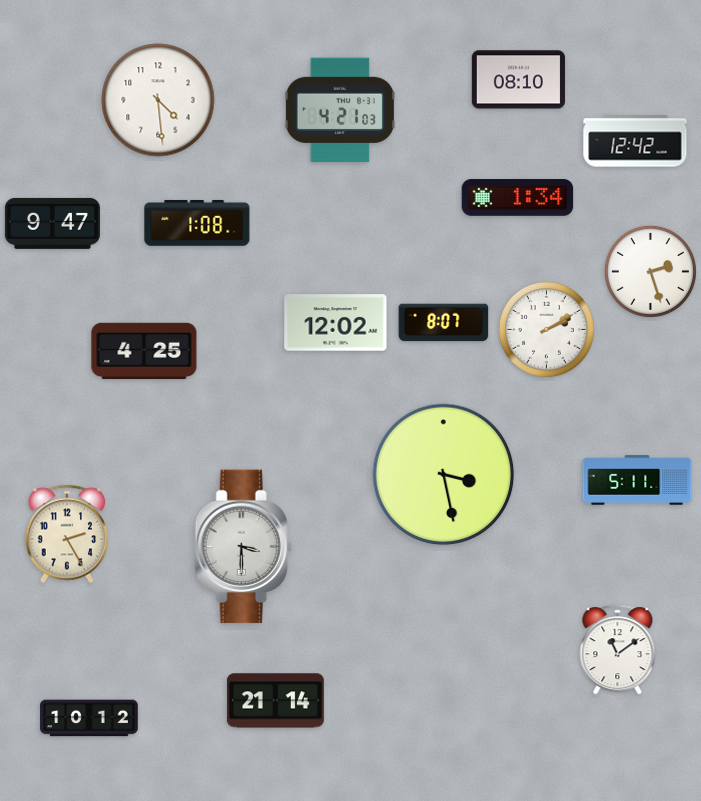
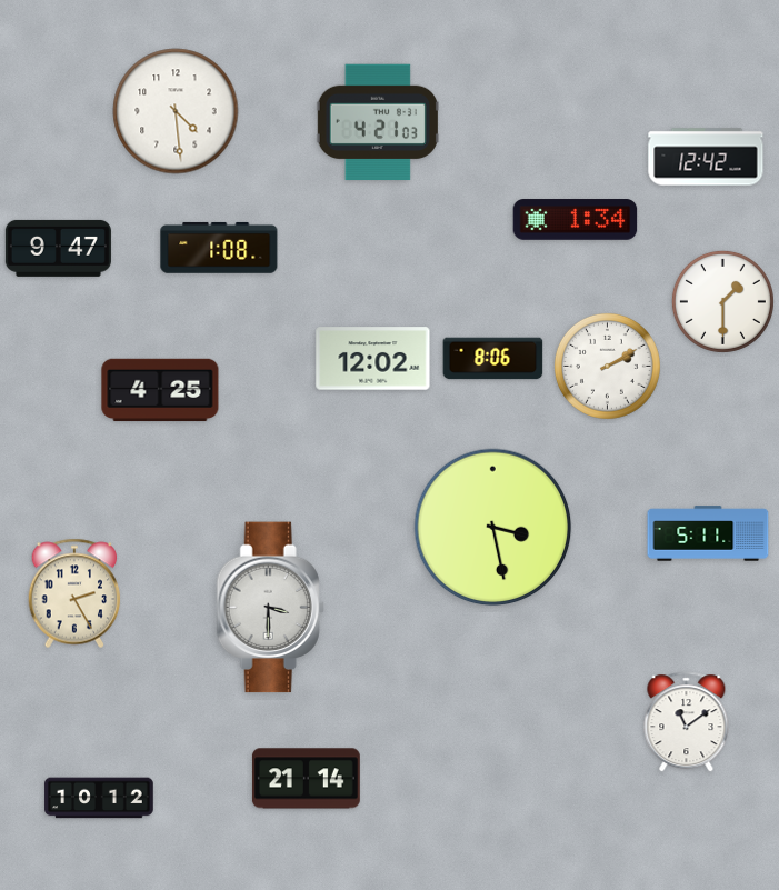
clock at (518, 80): 08:10 -> none
clock at (650, 271): 2:27 -> 1:30
clock at (444, 323): 8:07 -> 8:06
